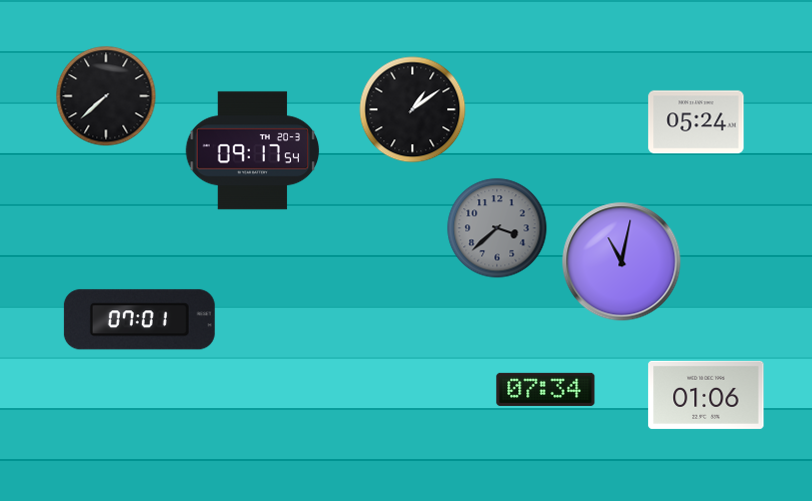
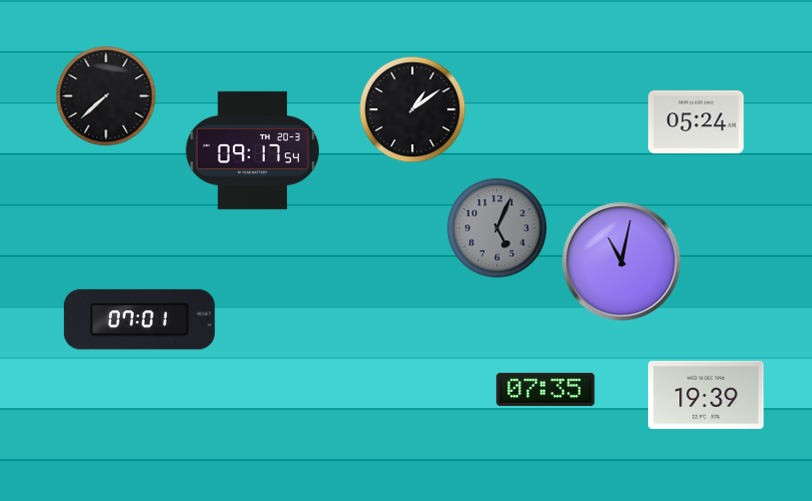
clock at (497, 228): 3:38 -> 5:04
clock at (546, 389): 07:34 -> 07:35
clock at (706, 395): 01:06 -> 19:39
